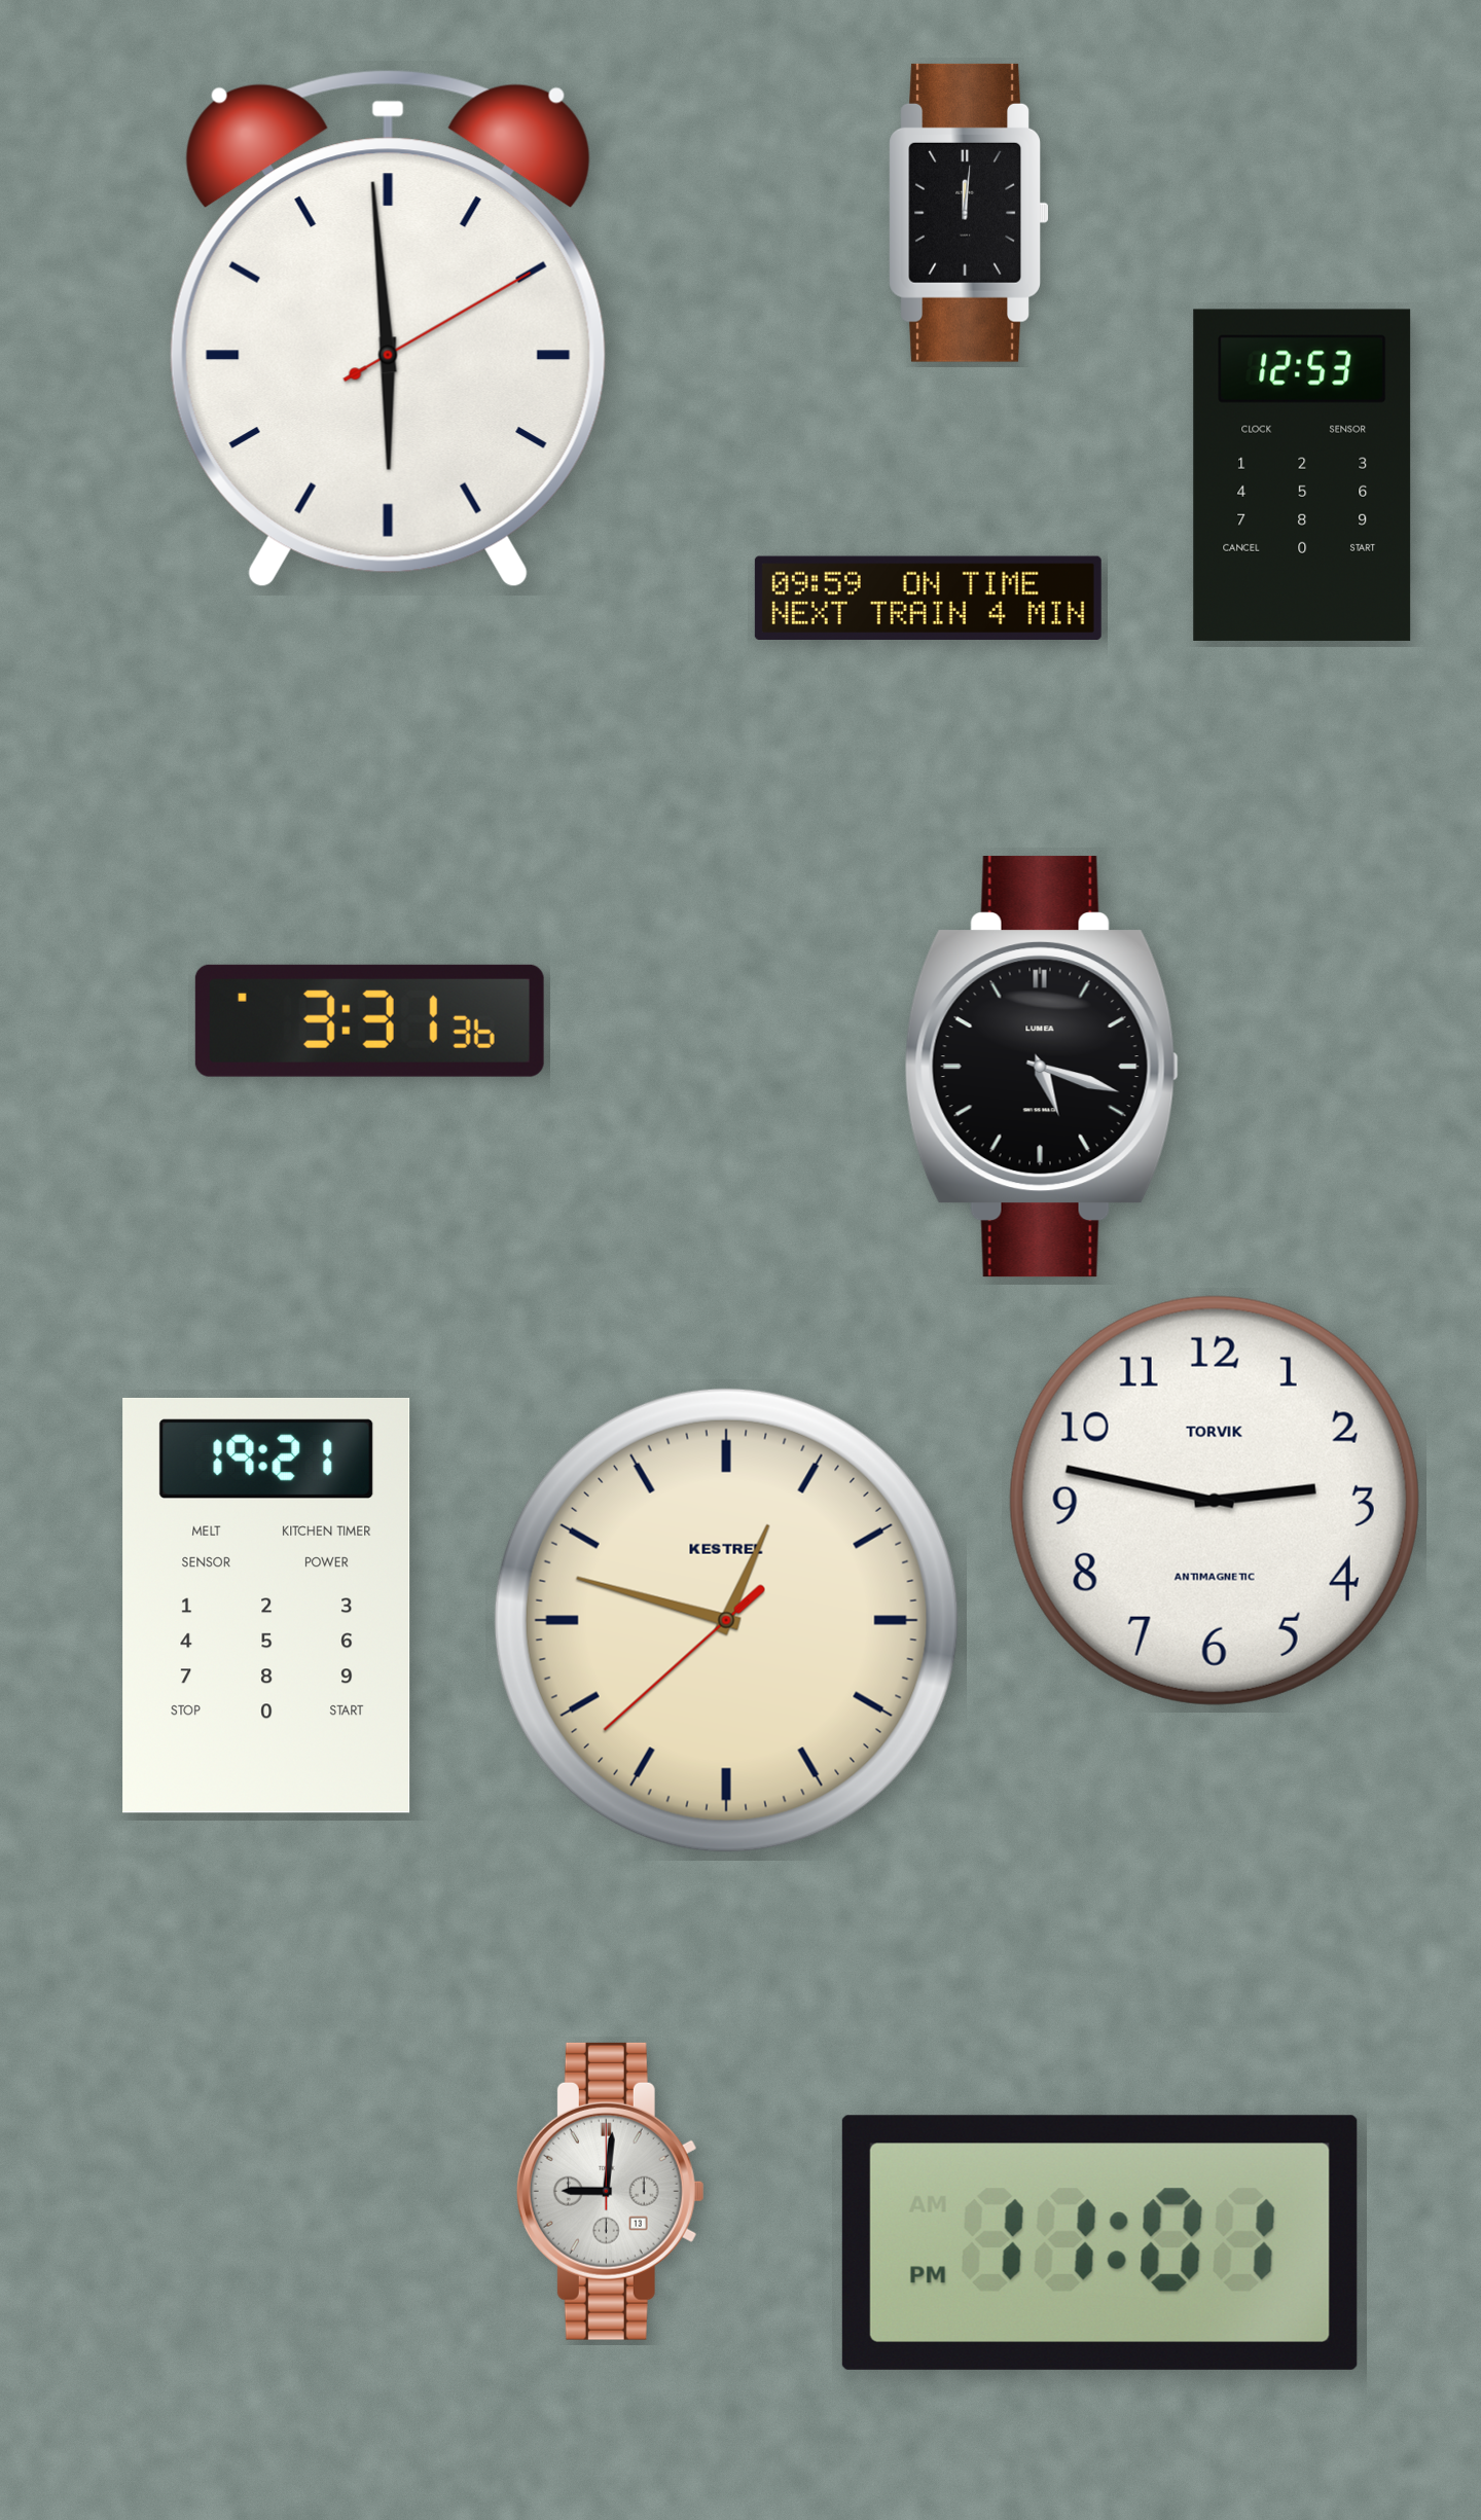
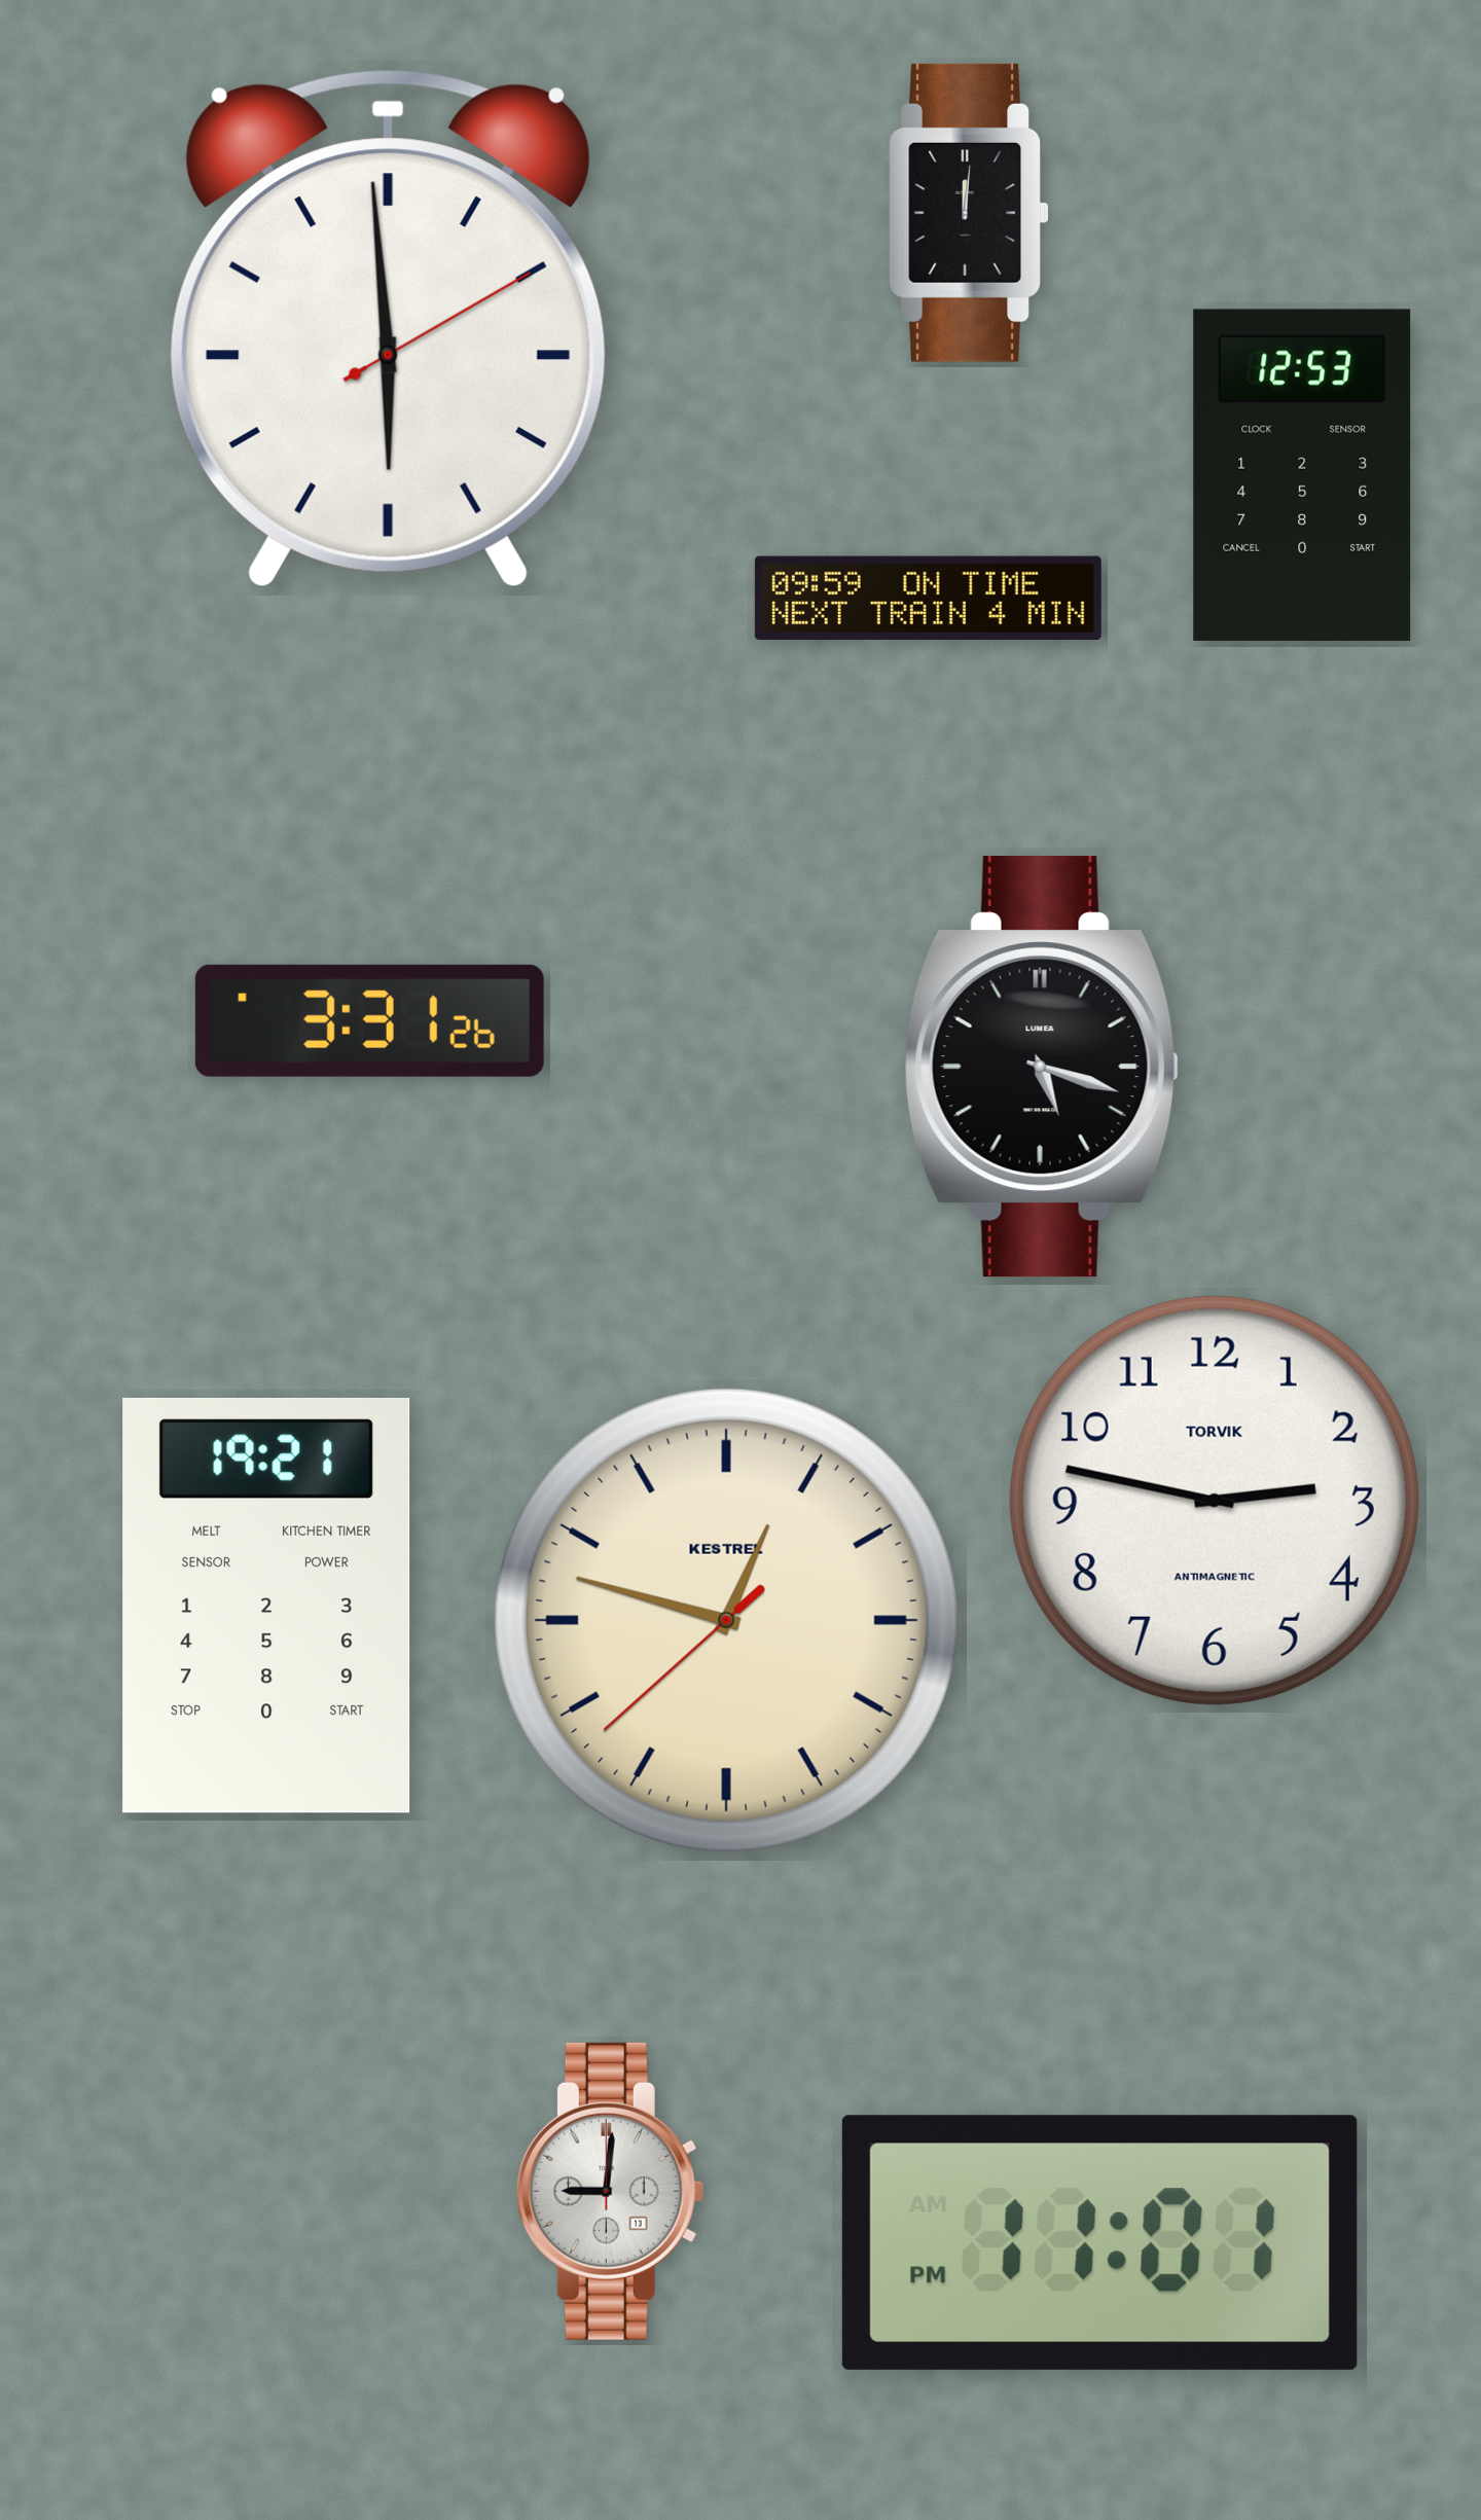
clock at (369, 1020): 3:31:36 -> 3:31:26
